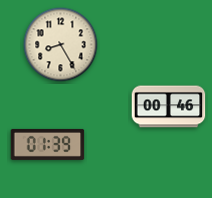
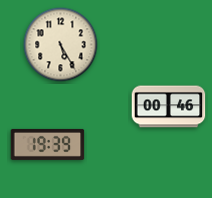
clock at (61, 45): 8:25 -> 5:25
clock at (48, 144): 01:39 -> 19:39
